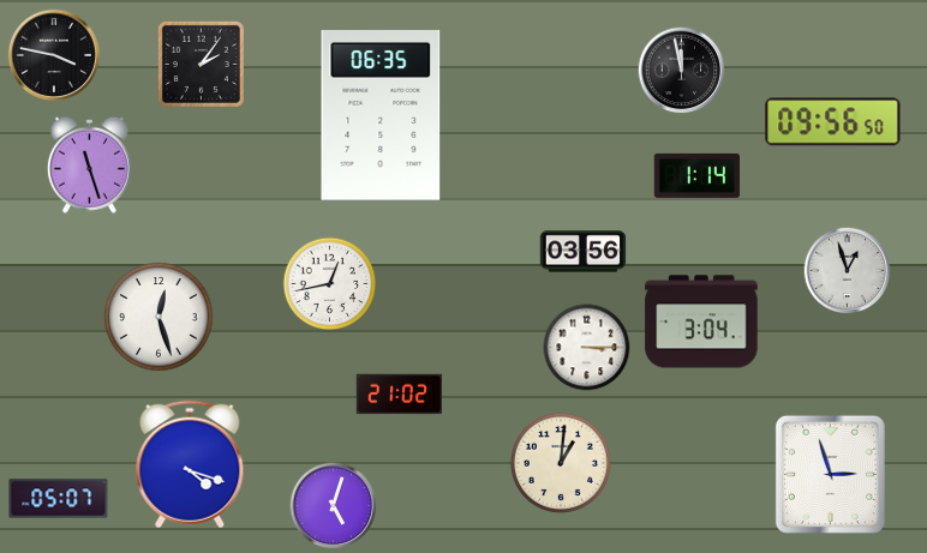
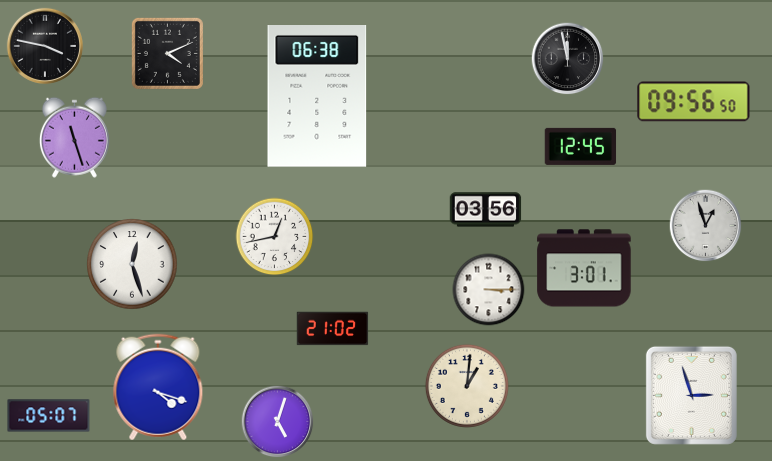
clock at (201, 64): 2:06 -> 4:11
clock at (381, 116): 06:35 -> 06:38
clock at (698, 175): 1:14 -> 12:45
clock at (701, 321): 3:04 -> 3:01
